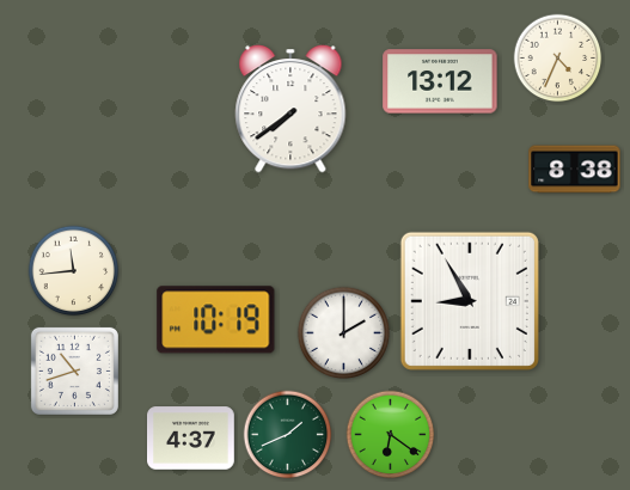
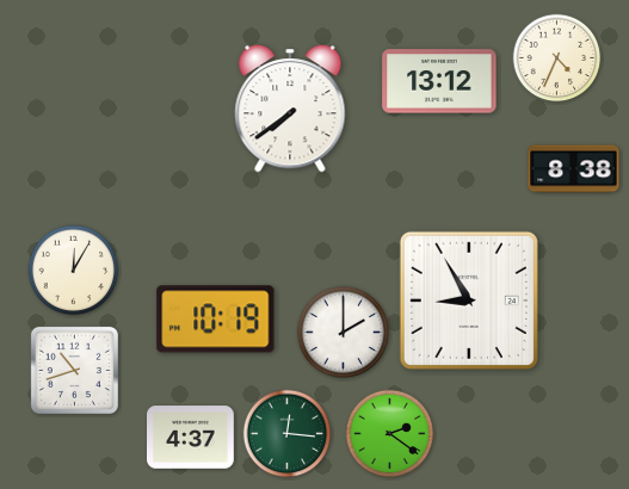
clock at (74, 271): 11:44 -> 12:05
clock at (288, 435): 1:41 -> 12:16
clock at (391, 435): 6:21 -> 2:21
